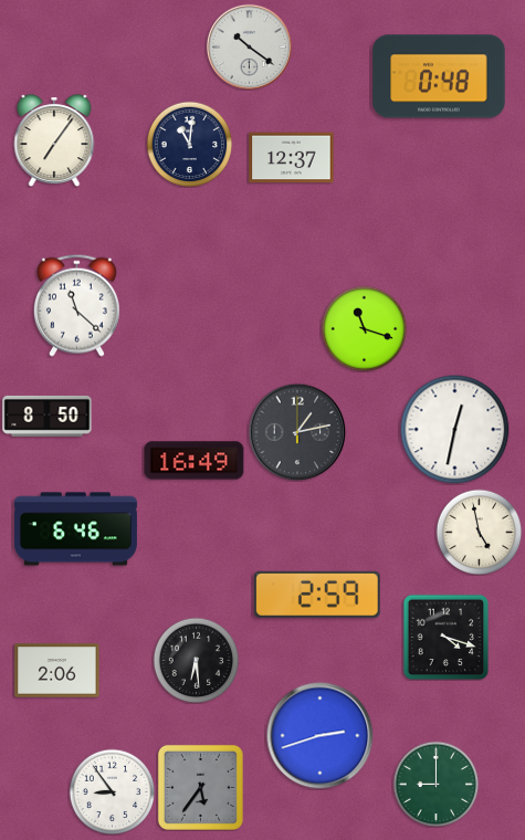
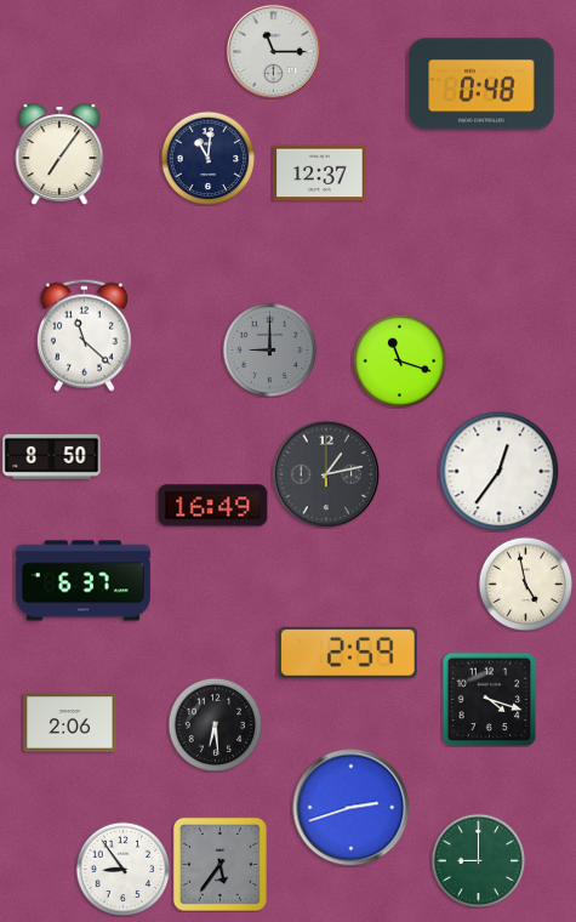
clock at (249, 46): 10:21 -> 11:15
clock at (269, 349): none -> 9:00
clock at (455, 430): 12:32 -> 12:36
clock at (75, 529): 6:46 -> 6:37
clock at (57, 671) position: (57, 671) -> (70, 723)
